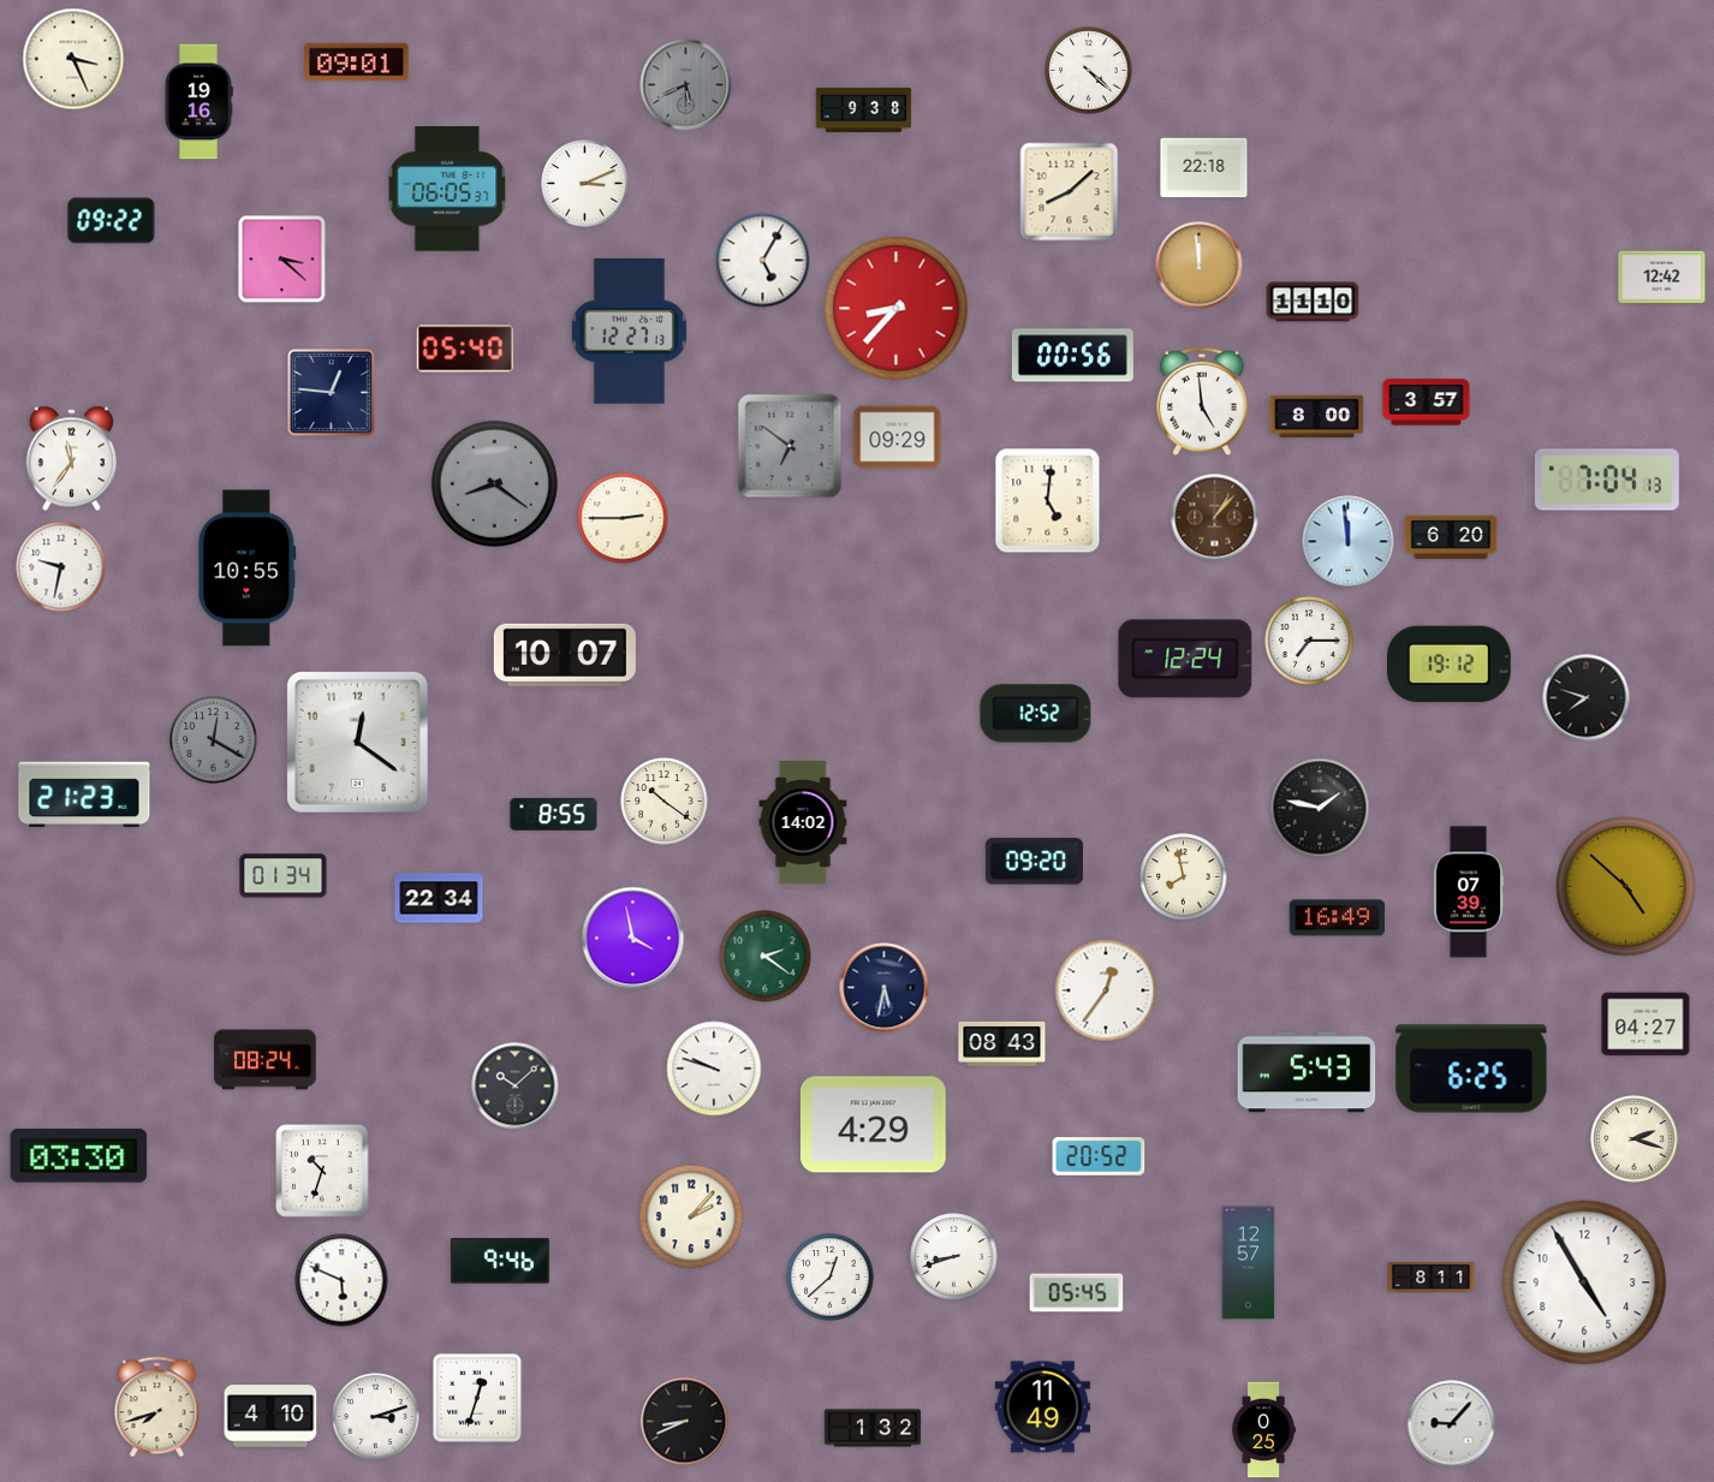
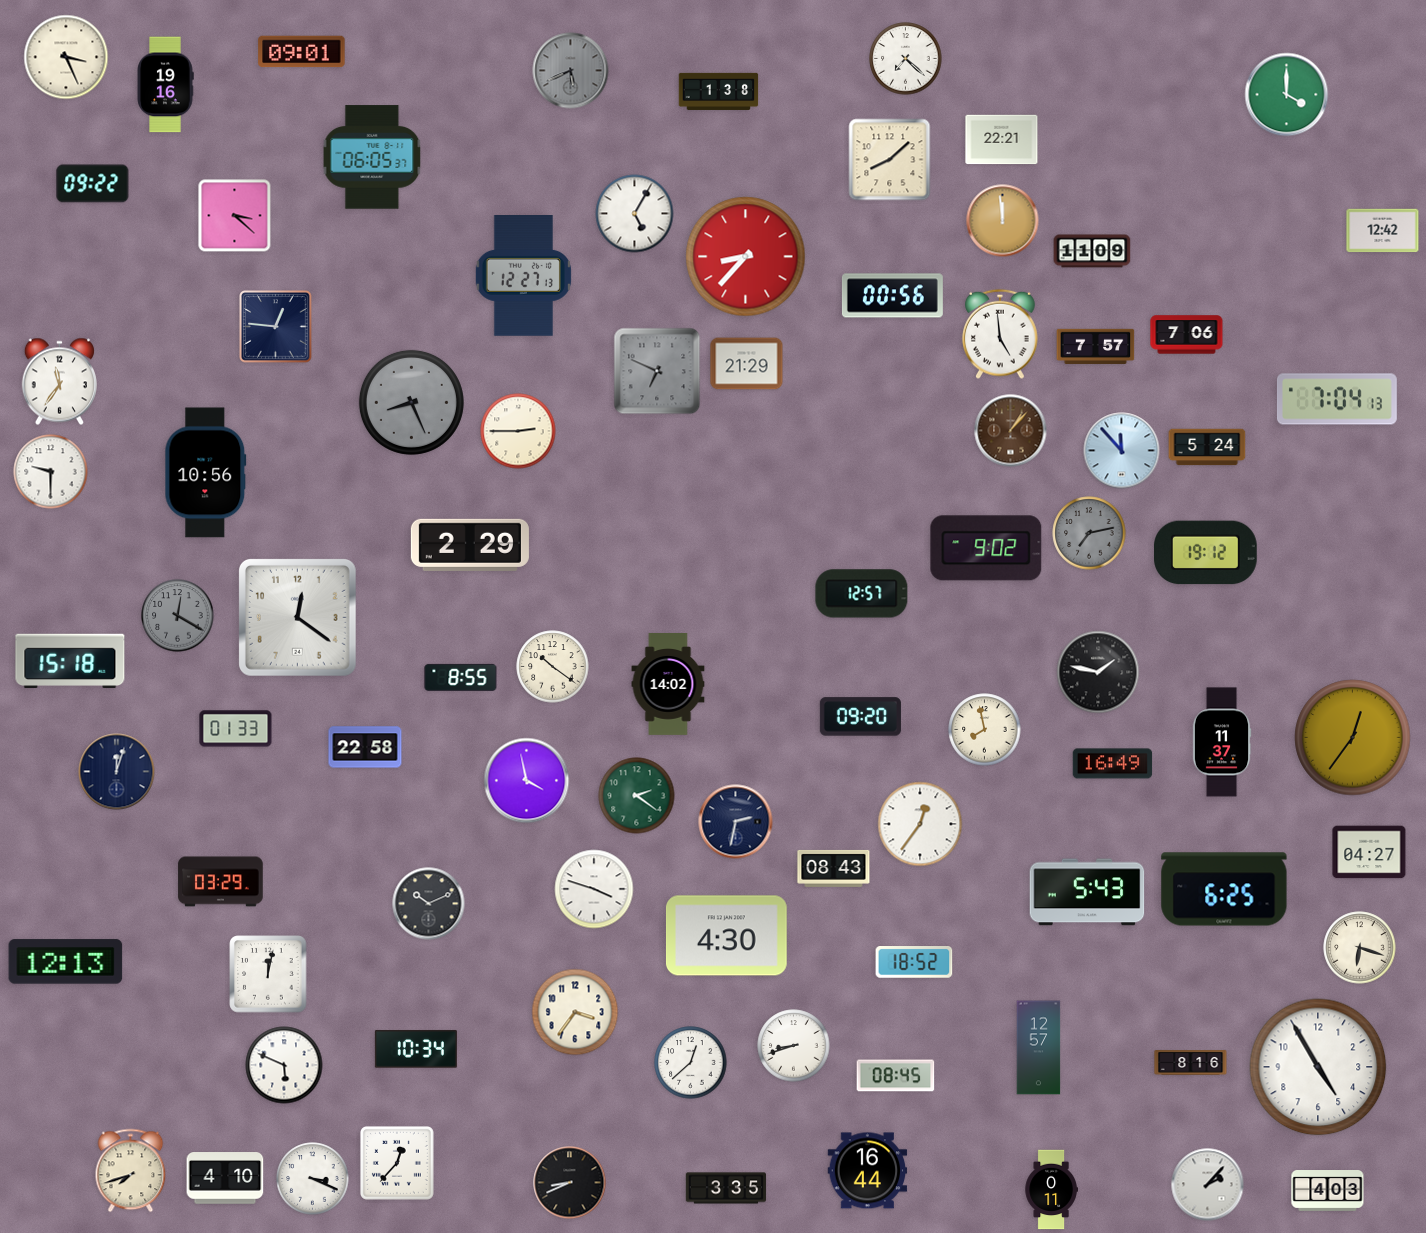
clock at (73, 59) position: (73, 59) -> (66, 57)
clock at (357, 63) position: (357, 63) -> (302, 52)
clock at (1089, 71): 4:22 -> 7:22
clock at (864, 109): 9:38 -> 1:38
clock at (1287, 95): none -> 4:00
clock at (1204, 168): 22:18 -> 22:21
clock at (585, 184): 3:11 -> none
clock at (763, 261) position: (763, 261) -> (635, 214)
clock at (1200, 266) position: (1200, 266) -> (1003, 221)
clock at (1313, 302): 11:10 -> 11:09
clock at (465, 349): 05:40 -> none
clock at (1427, 403): 3:57 -> 7:06
clock at (1317, 416): 8:00 -> 7:57
clock at (898, 438): 09:29 -> 21:29
clock at (790, 446): 6:51 -> 6:49
clock at (494, 483): 8:21 -> 8:26
clock at (1048, 501): 5:01 -> none
clock at (1451, 537): 6:20 -> 5:24
clock at (1349, 542): 11:59 -> 11:53
clock at (61, 567): 9:32 -> 9:30
clock at (248, 569): 10:55 -> 10:56
clock at (1309, 641): 7:15 -> 7:13
clock at (1309, 641) dial: white -> grey
clock at (565, 655): 10:07 -> 2:29
clock at (1185, 659): 12:24 -> 9:02
clock at (1587, 698): 7:48 -> none
clock at (1036, 714): 12:52 -> 12:57
clock at (84, 794): 21:23 -> 15:18
clock at (284, 876): 01:34 -> 01:33
clock at (1626, 887): 4:52 -> 12:36
clock at (1469, 892): 07:39 -> 11:37
clock at (439, 898): 22:34 -> 22:58
clock at (117, 772): none -> 12:03
clock at (885, 988): 5:32 -> 2:32
clock at (266, 1060): 08:24 -> 03:29
clock at (714, 1069): 9:48 -> 3:48
clock at (516, 1087): 10:08 -> 10:11
clock at (873, 1125): 4:29 -> 4:30
clock at (1635, 1139): 2:18 -> 6:18
clock at (79, 1156): 03:30 -> 12:13
clock at (1099, 1157): 20:52 -> 18:52
clock at (322, 1171): 10:33 -> 12:02
clock at (691, 1216): 2:07 -> 3:36
clock at (500, 1261): 9:46 -> 10:34
clock at (1249, 1263) position: (1249, 1263) -> (1039, 1048)
clock at (1432, 1278): 8:11 -> 8:16
clock at (1077, 1293): 05:45 -> 08:45
clock at (477, 1398): 12:33 -> 12:37
clock at (1043, 1407): 11:49 -> 16:44
clock at (376, 1417): 3:12 -> 3:19
clock at (1452, 1424): 9:07 -> 2:07
clock at (873, 1428): 1:32 -> 3:35
clock at (1263, 1430): 0:25 -> 0:11
clock at (1328, 1191): none -> 4:03
